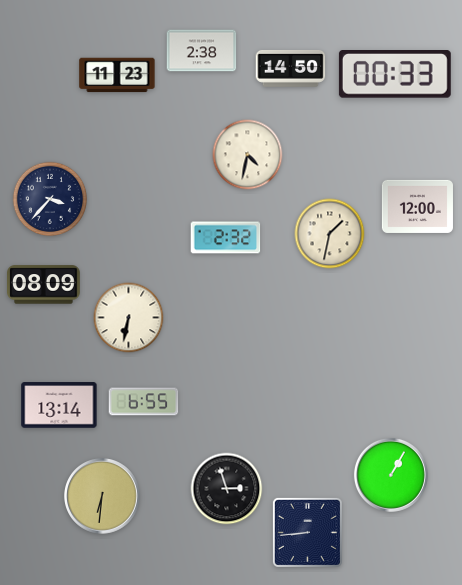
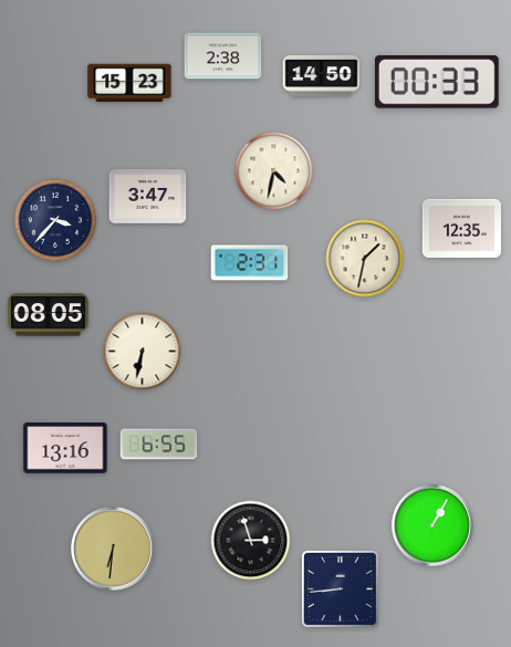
clock at (117, 75): 11:23 -> 15:23
clock at (148, 197): none -> 3:47
clock at (417, 206): 12:00 -> 12:35
clock at (226, 238): 2:32 -> 2:31
clock at (44, 285): 08:09 -> 08:05
clock at (59, 405): 13:14 -> 13:16
